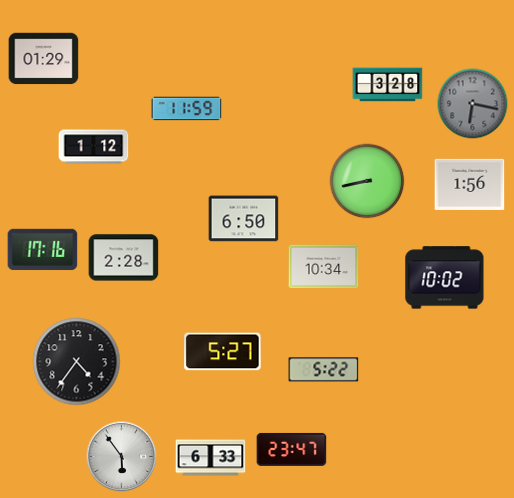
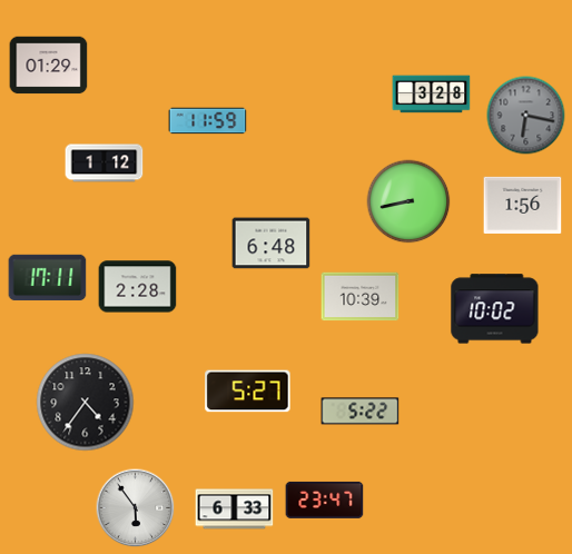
clock at (244, 219): 6:50 -> 6:48
clock at (43, 250): 17:16 -> 17:11
clock at (324, 267): 10:34 -> 10:39
